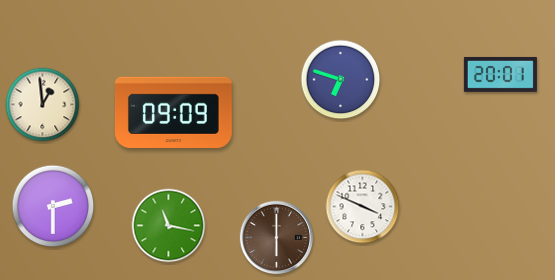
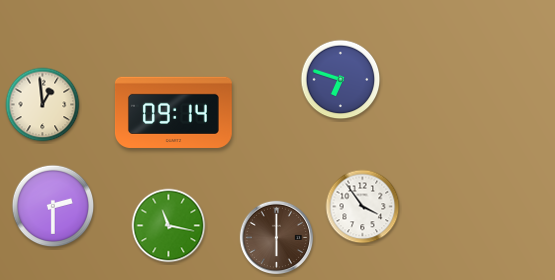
clock at (500, 74): 20:01 -> none
clock at (173, 112): 09:09 -> 09:14
clock at (363, 207): 3:49 -> 3:54
